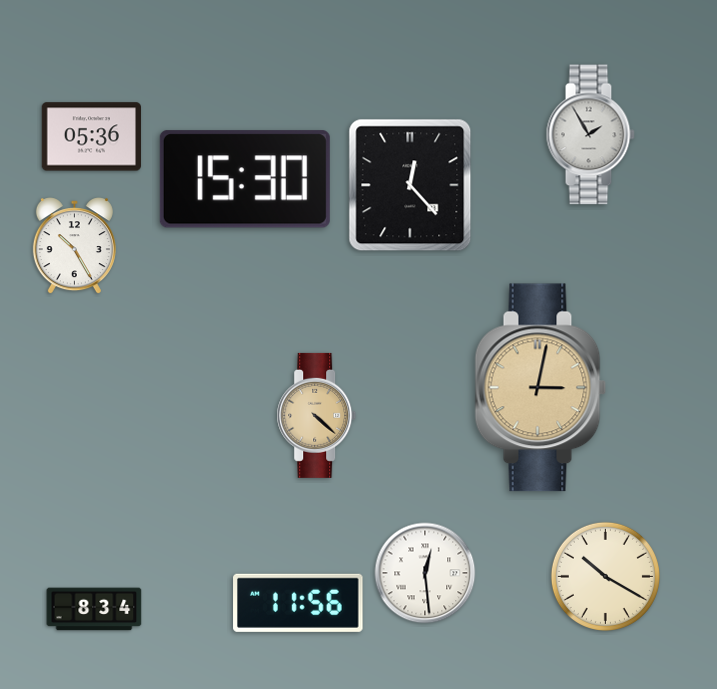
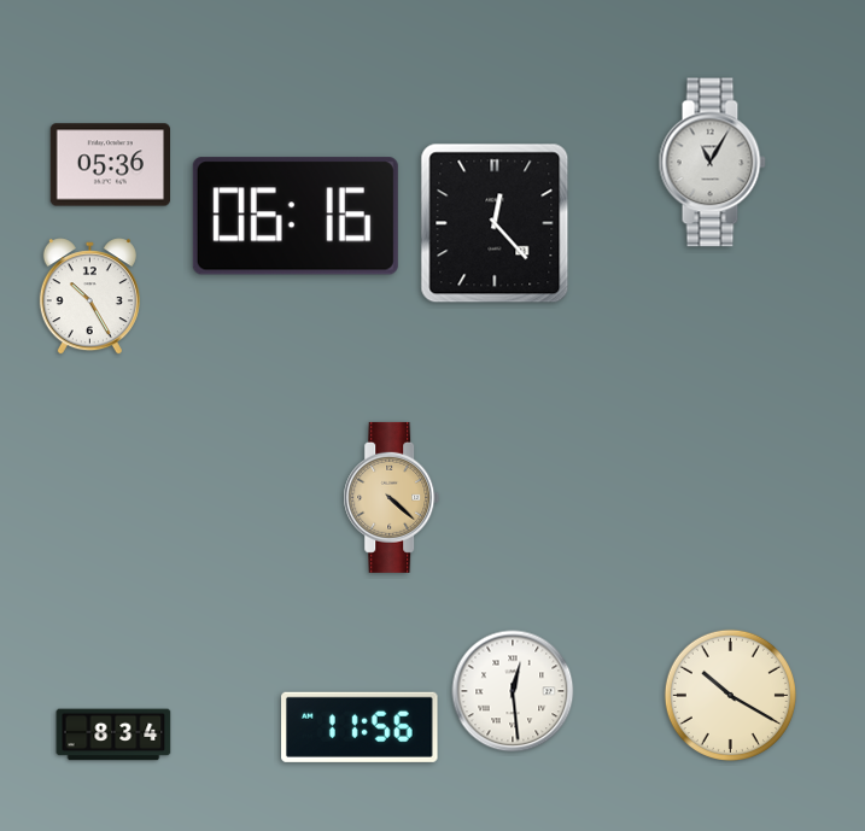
clock at (590, 135): 1:55 -> 11:05
clock at (245, 179): 15:30 -> 06:16
clock at (541, 388): 3:02 -> none
clock at (317, 415) position: (317, 415) -> (392, 497)
